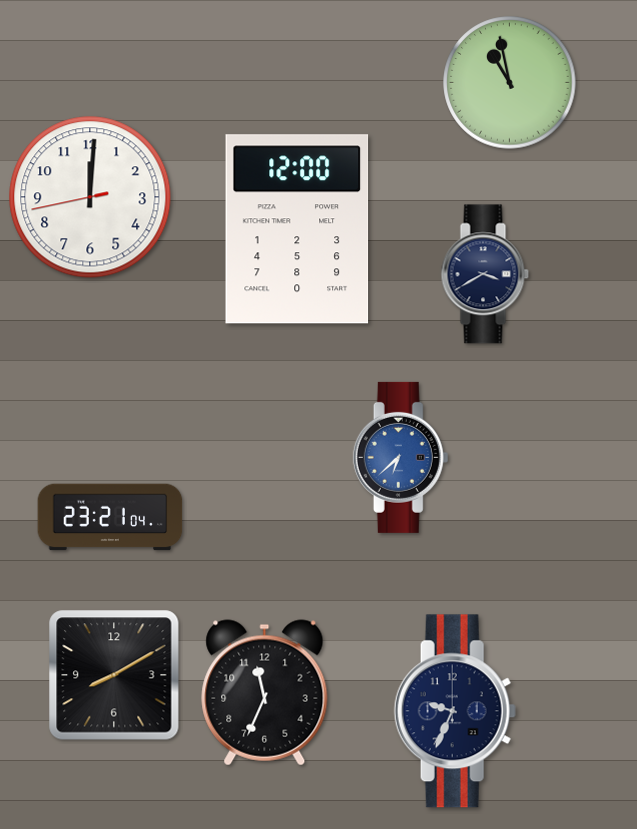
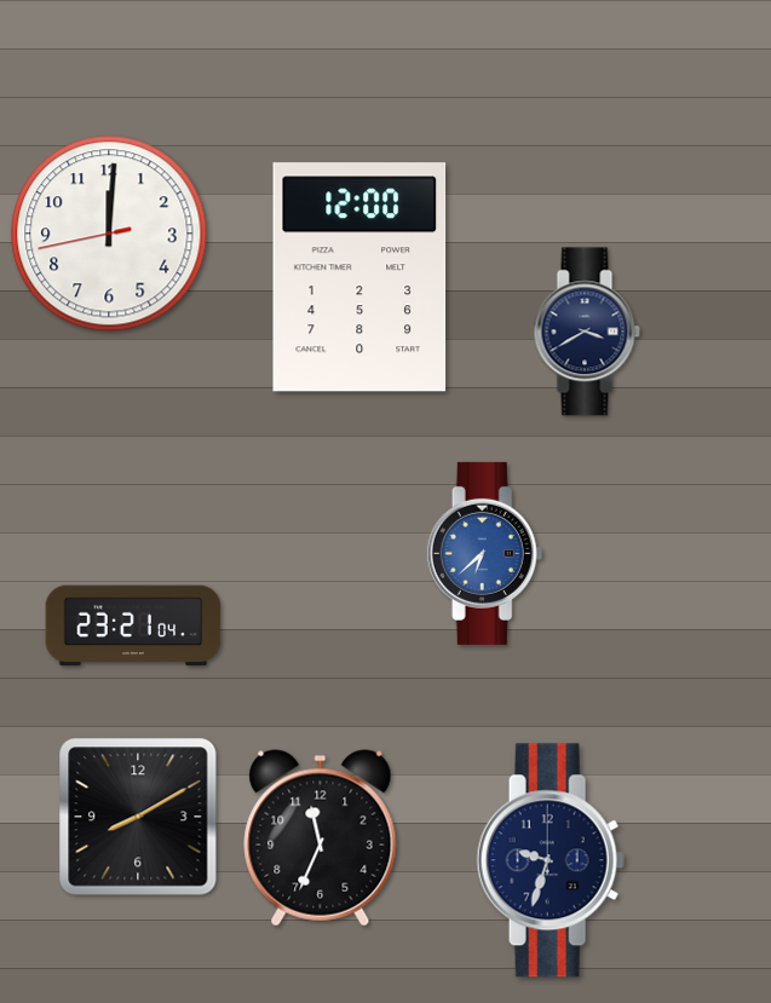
clock at (510, 83): 10:58 -> none
clock at (90, 197) position: (90, 197) -> (109, 234)
clock at (455, 711): 9:34 -> 9:33
